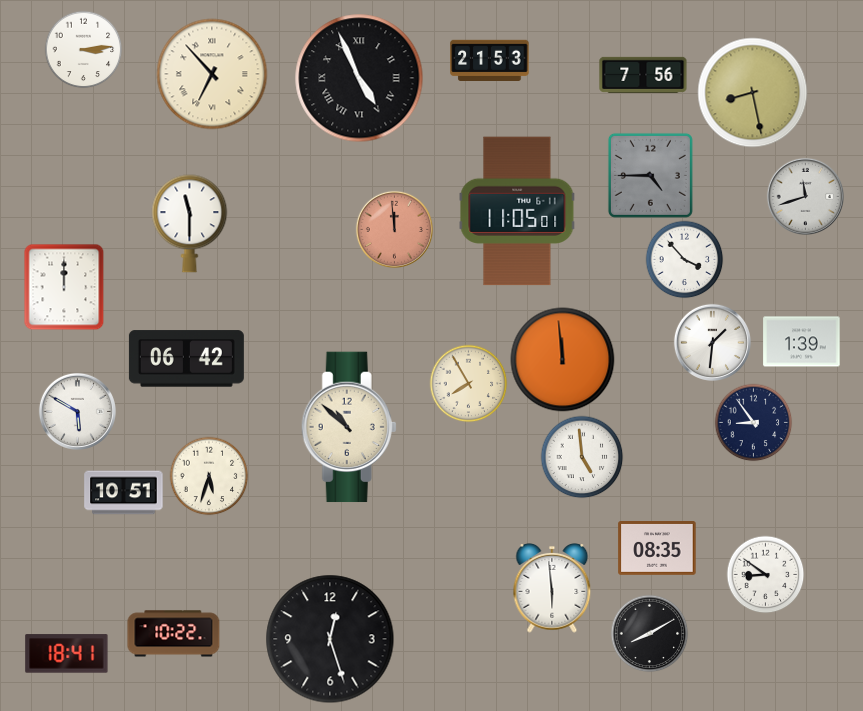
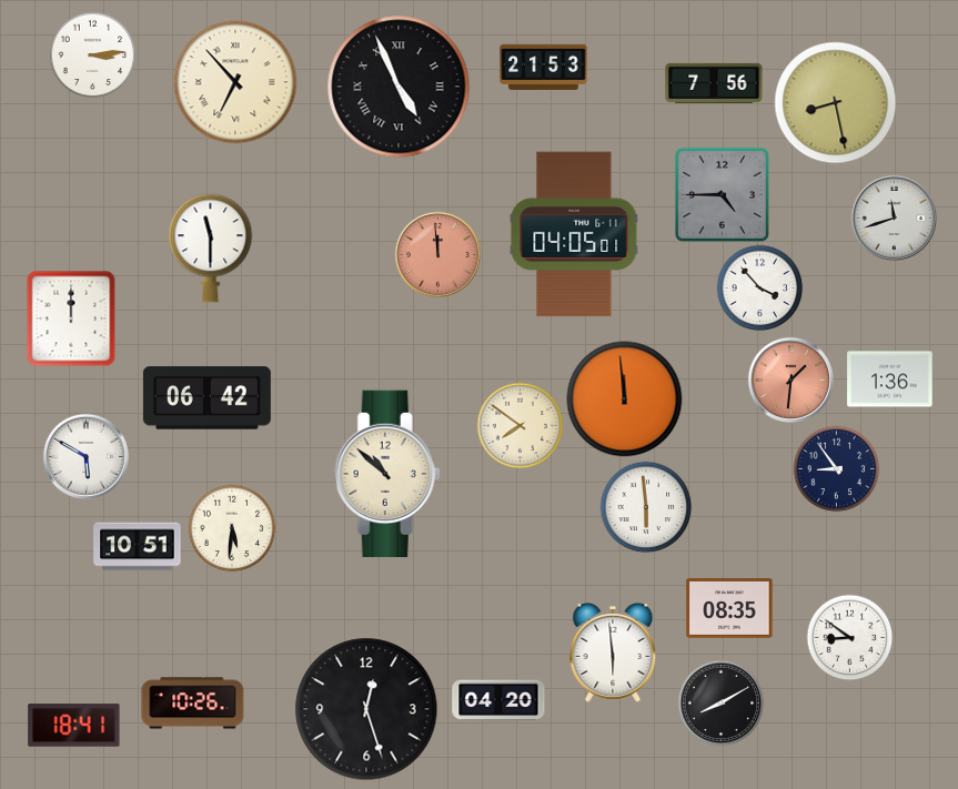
clock at (517, 211): 11:05 -> 04:05
clock at (712, 342) dial: white -> salmon
clock at (802, 342): 1:39 -> 1:36
clock at (468, 383): 7:55 -> 7:51
clock at (582, 457): 4:59 -> 5:59
clock at (209, 476): 5:33 -> 5:31
clock at (498, 700): none -> 04:20
clock at (174, 634): 10:22 -> 10:26
